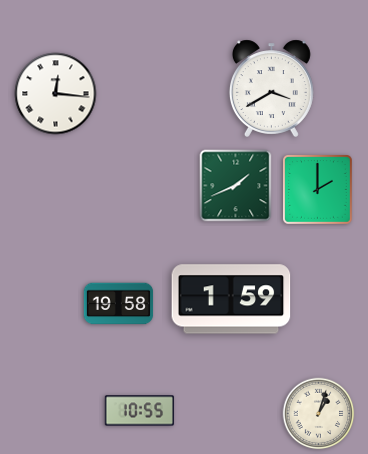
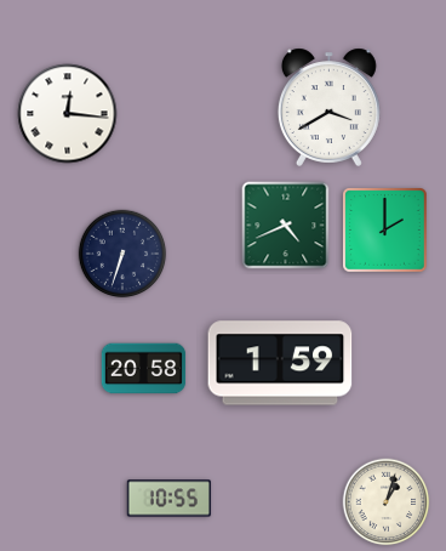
clock at (236, 186): 1:41 -> 4:41
clock at (122, 254): none -> 6:33
clock at (119, 304): 19:58 -> 20:58
